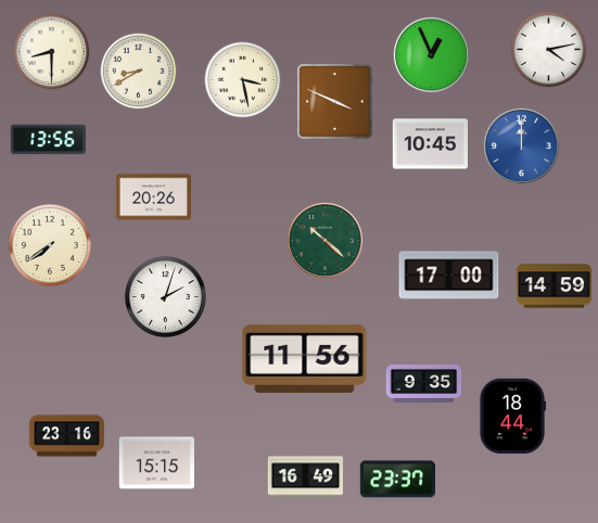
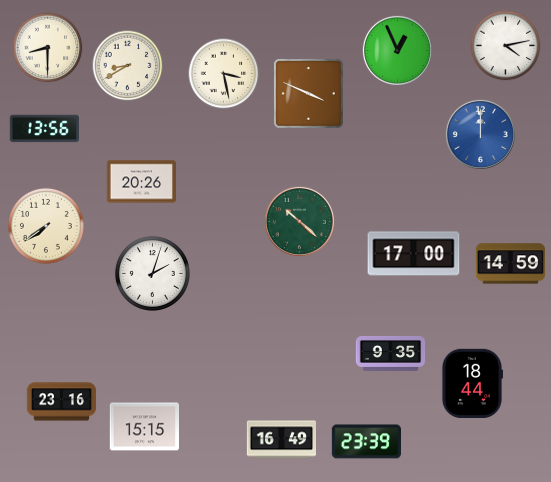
clock at (430, 144): 10:45 -> none
clock at (305, 358): 11:56 -> none
clock at (397, 480): 23:37 -> 23:39
